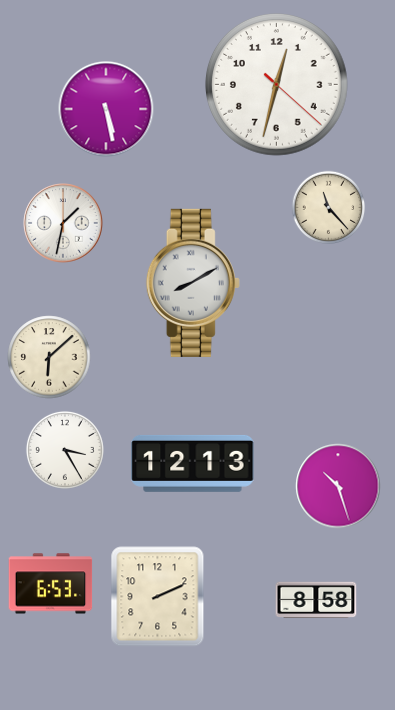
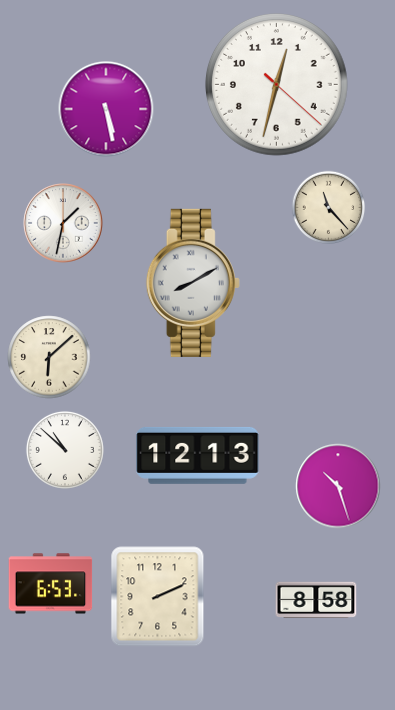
clock at (65, 450): 3:25 -> 10:52
clock at (193, 463) position: (193, 463) -> (198, 455)
